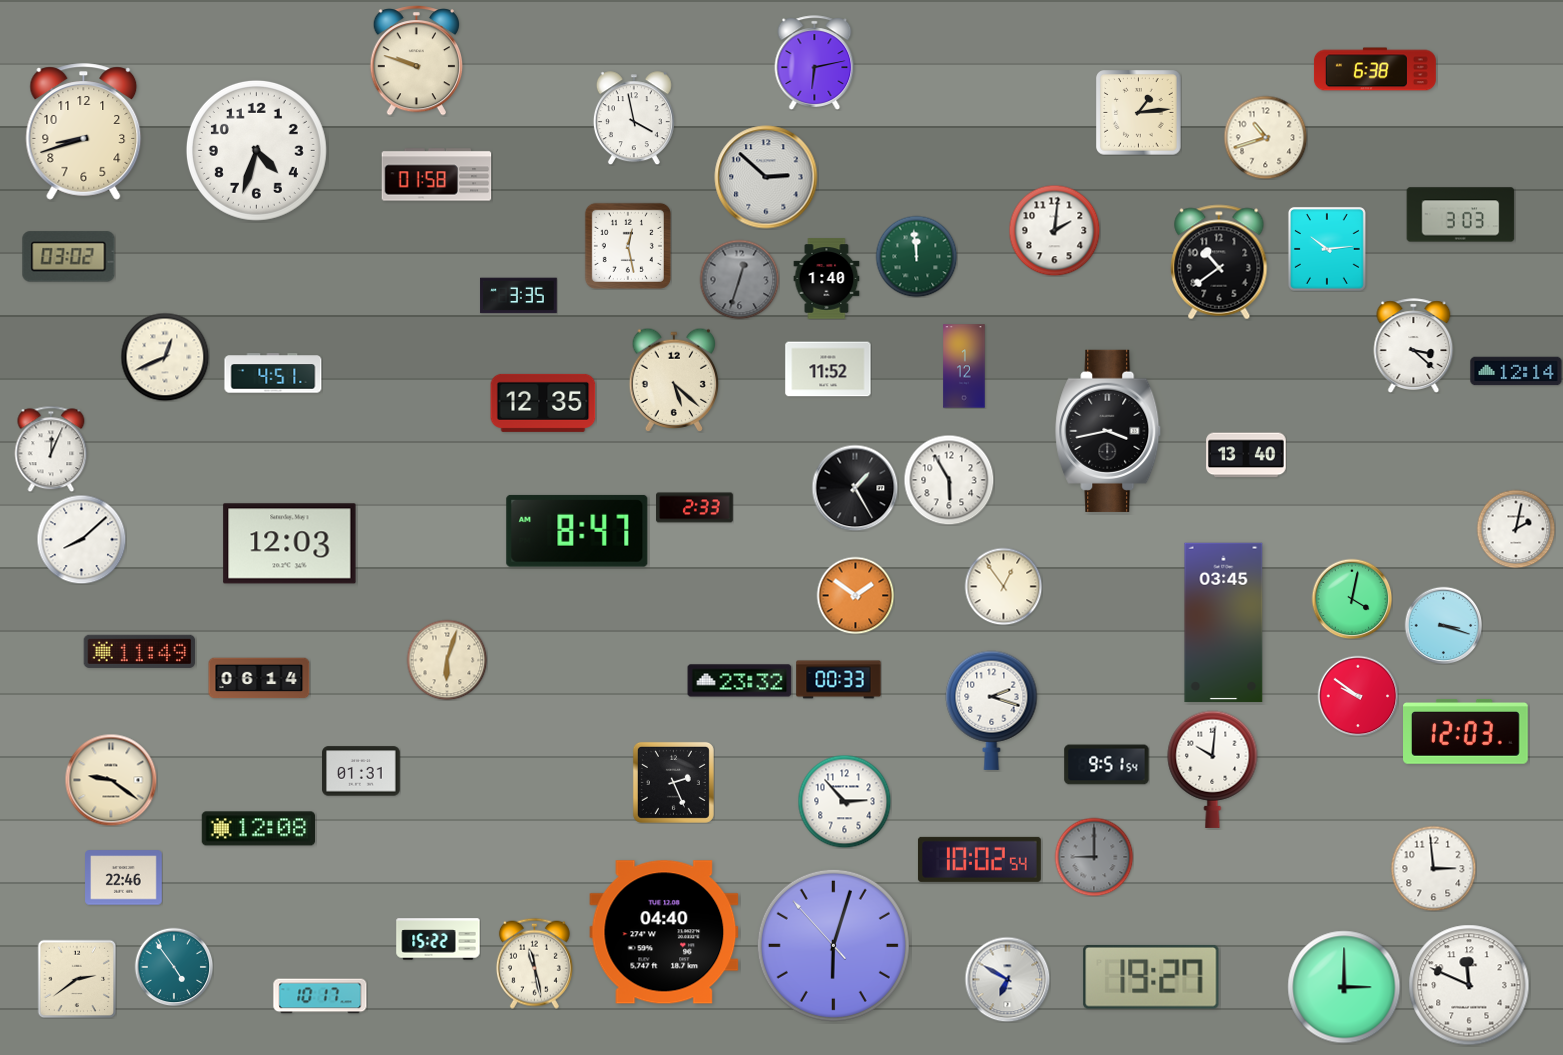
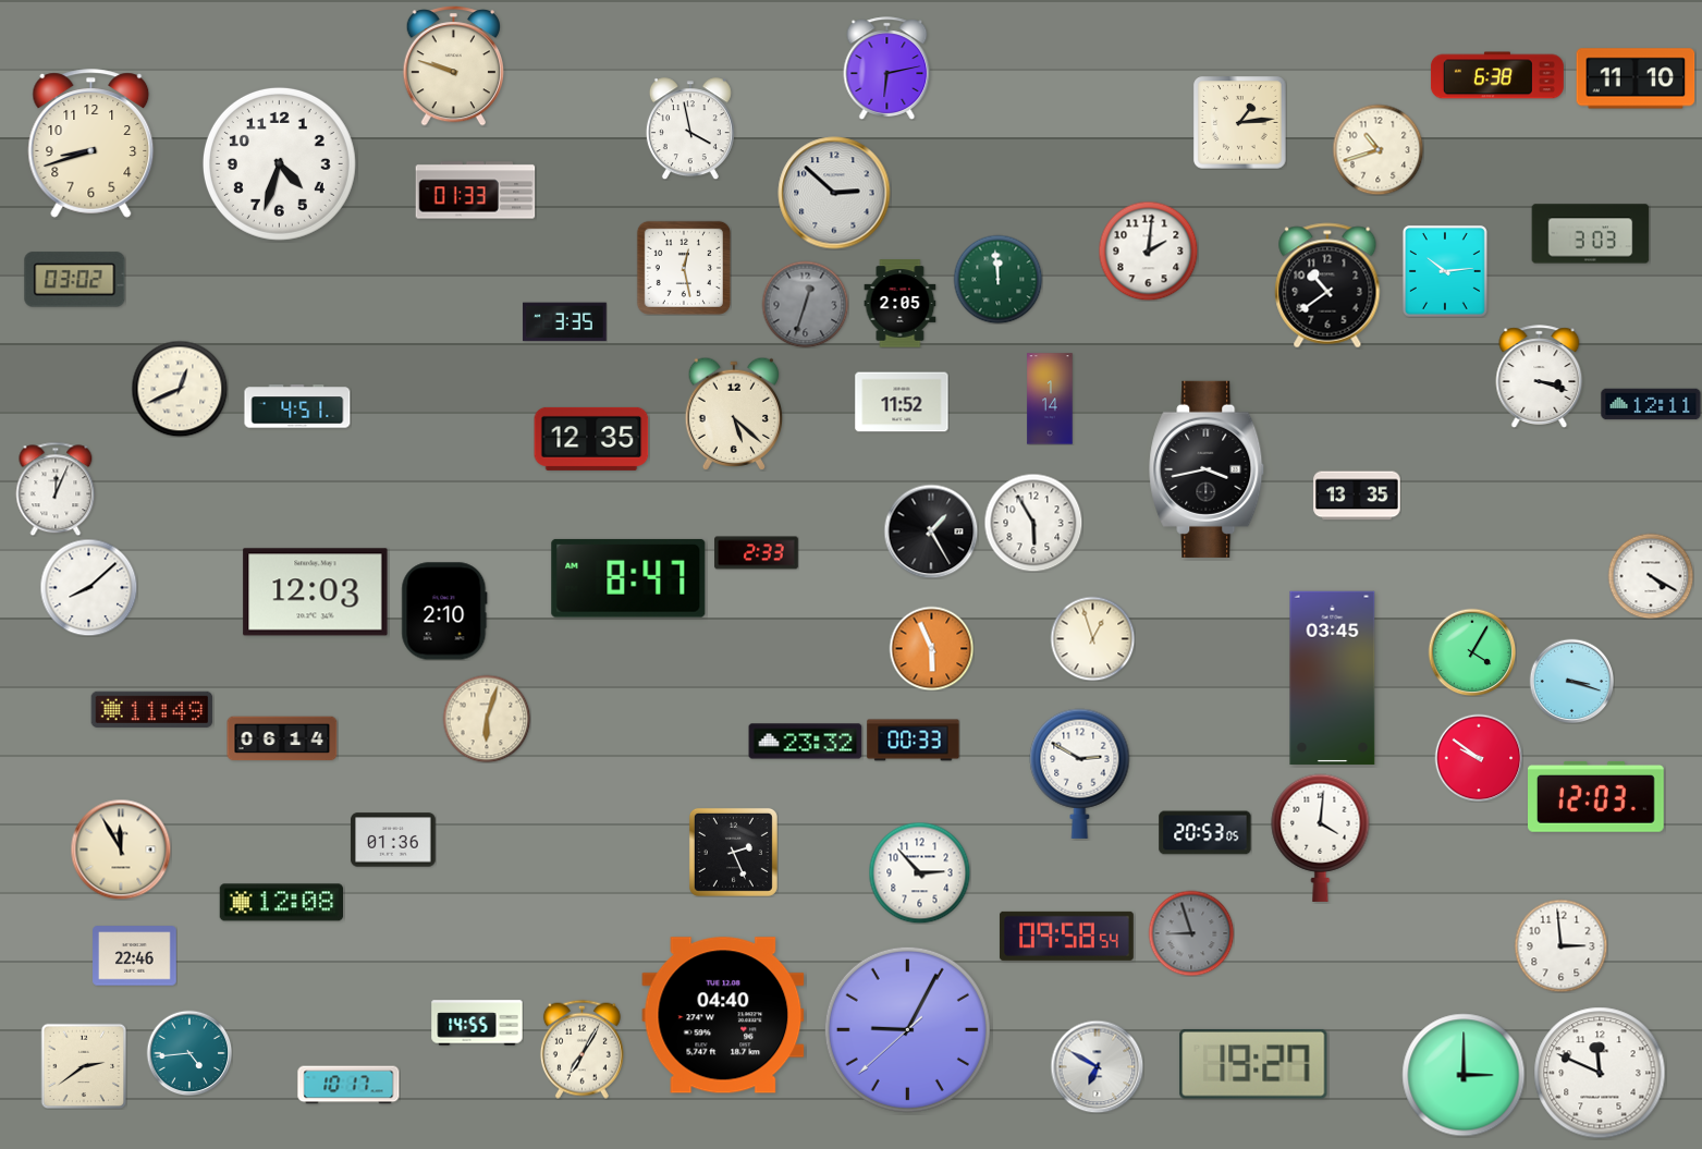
clock at (1636, 78): none -> 11:10
clock at (437, 175): 01:58 -> 01:33
clock at (827, 279): 1:40 -> 2:05
clock at (1414, 346): 3:22 -> 3:18
clock at (964, 366): 1:12 -> 1:14
clock at (1516, 371): 12:14 -> 12:11
clock at (1246, 455): 13:40 -> 13:35
clock at (1516, 529): 2:02 -> 4:20
clock at (444, 611): none -> 2:10
clock at (1003, 586): 12:54 -> 12:57
clock at (855, 595): 1:51 -> 5:56
clock at (1352, 599): 4:02 -> 4:05
clock at (992, 710): 2:18 -> 2:50
clock at (1107, 765): 9:51 -> 20:53
clock at (1213, 769): 10:01 -> 4:01
clock at (361, 771): 01:31 -> 01:36
clock at (111, 780): 9:21 -> 11:55
clock at (1094, 857): 9:00 -> 8:57
clock at (979, 859): 10:02 -> 09:58
clock at (438, 939): 15:22 -> 14:55
clock at (833, 945): 6:02 -> 9:04
clock at (534, 963): 11:28 -> 7:05
clock at (174, 967): 4:54 -> 4:44
